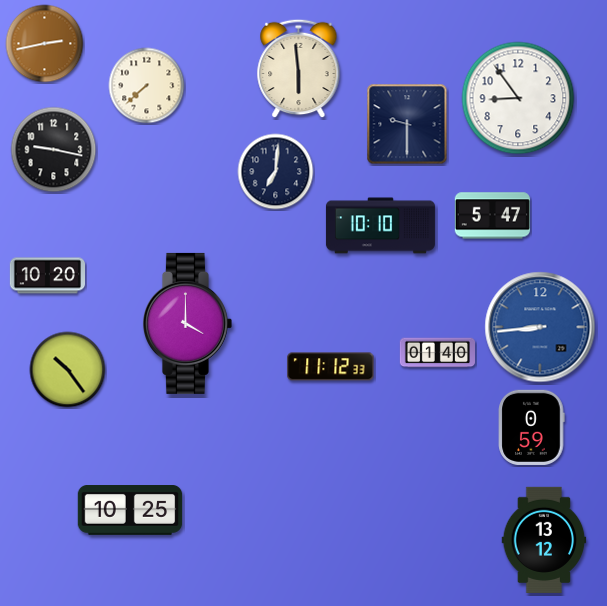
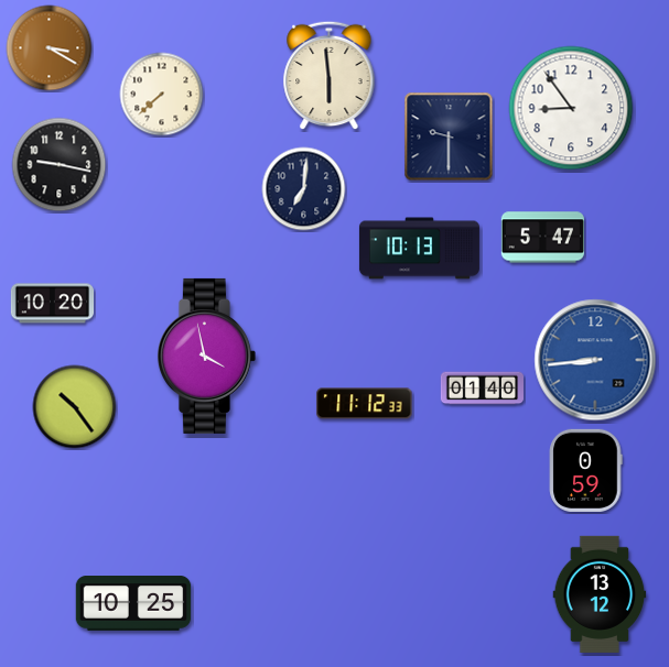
clock at (45, 44): 2:43 -> 3:20
clock at (380, 226): 10:10 -> 10:13
clock at (187, 323): 4:00 -> 3:58
clock at (130, 511) position: (130, 511) -> (133, 604)
